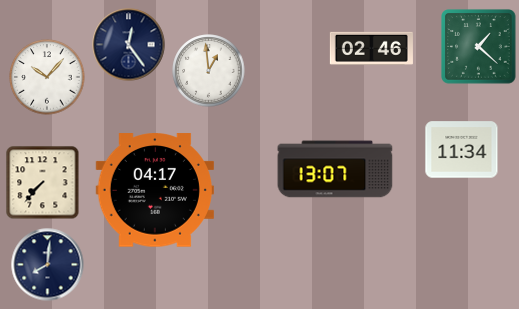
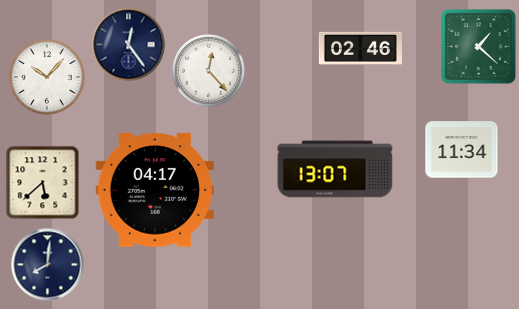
clock at (371, 48) position: (371, 48) -> (360, 48)
clock at (209, 71): 12:59 -> 12:23
clock at (43, 183): 7:37 -> 5:38
